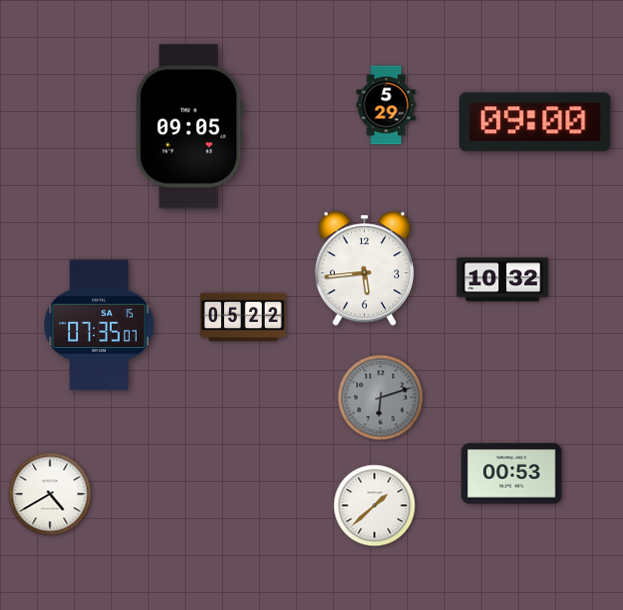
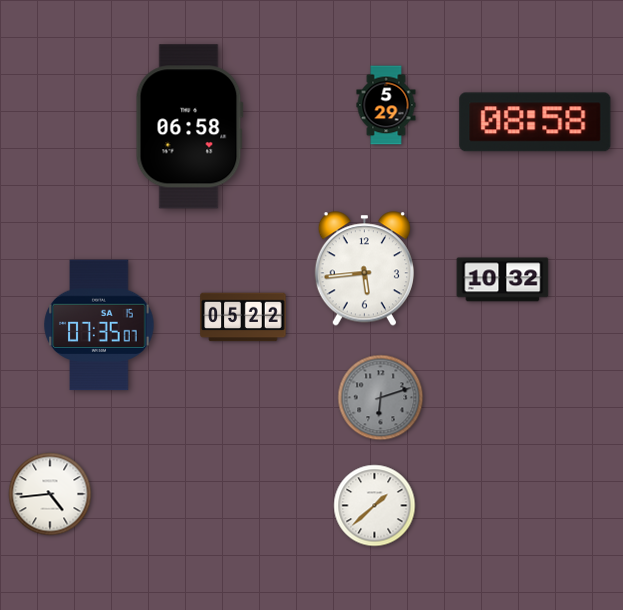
clock at (535, 122): 09:00 -> 08:58
clock at (189, 127): 09:05 -> 06:58
clock at (512, 474): 00:53 -> none
clock at (50, 494): 4:40 -> 4:44
